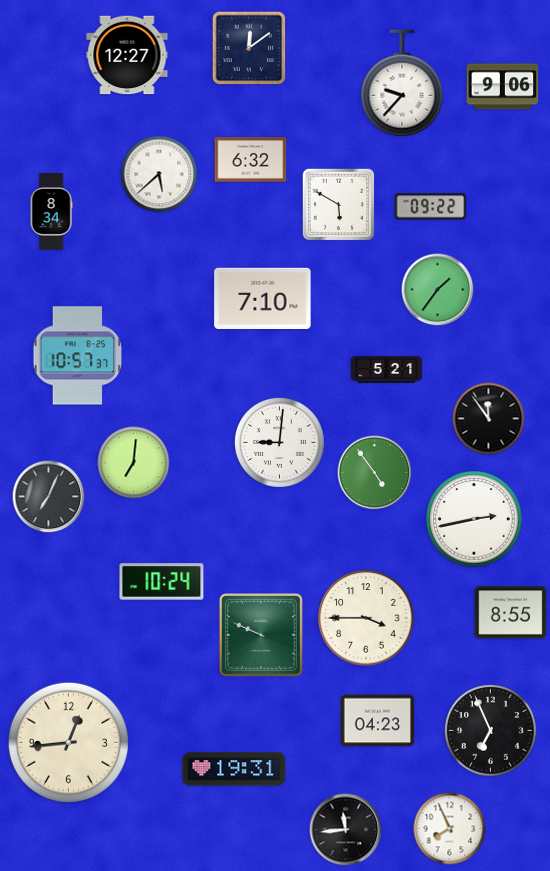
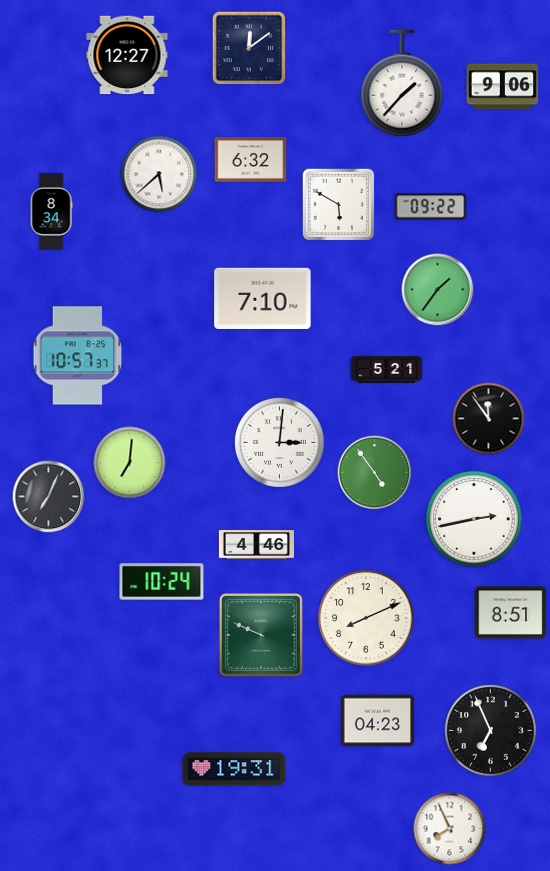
clock at (402, 83): 9:37 -> 1:37
clock at (279, 442): 9:01 -> 3:01
clock at (134, 463) position: (134, 463) -> (130, 463)
clock at (256, 545): none -> 4:46
clock at (511, 613): 8:55 -> 8:51
clock at (366, 618): 3:45 -> 8:11
clock at (68, 742): 12:44 -> none
clock at (346, 830): 11:44 -> none
